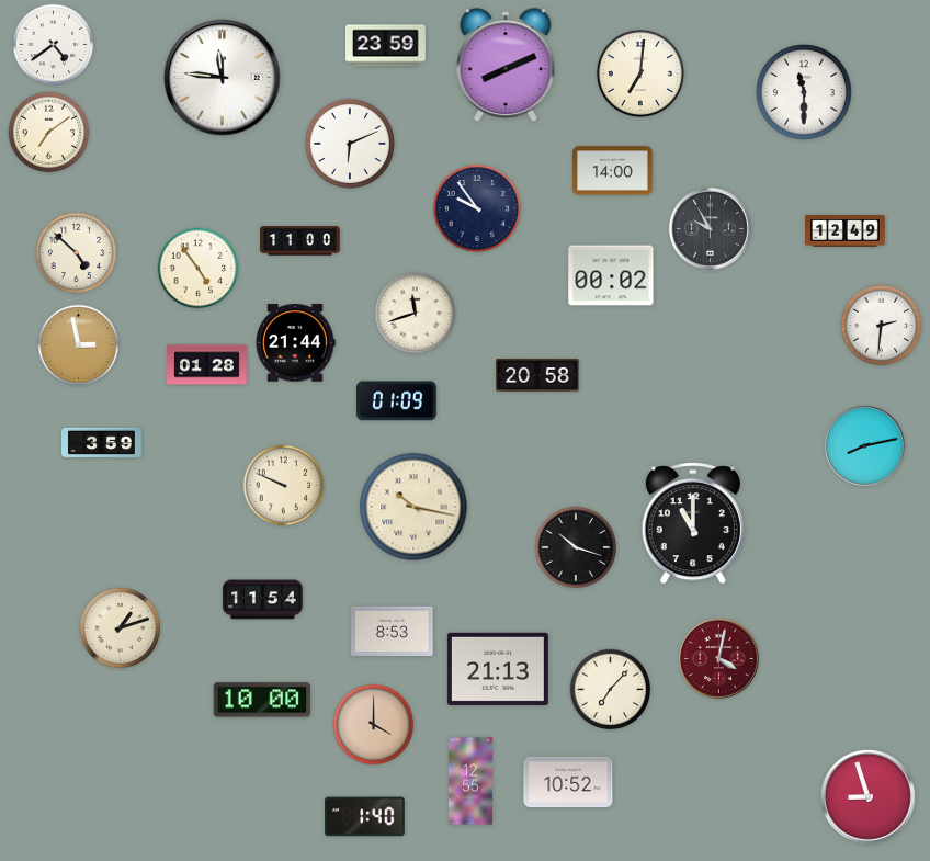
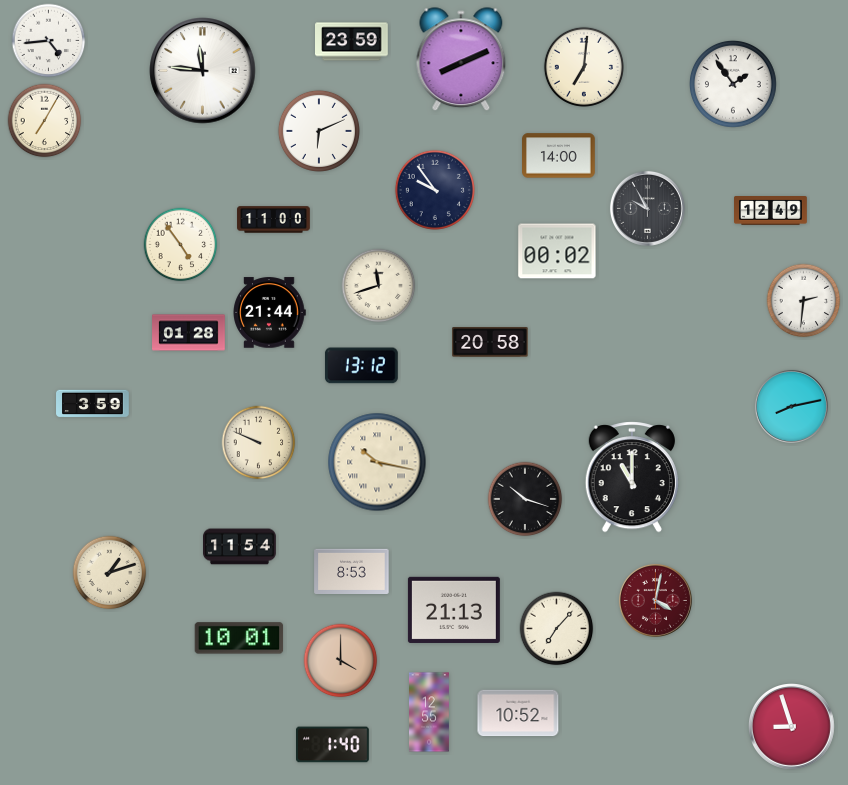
clock at (54, 45): 4:39 -> 4:44
clock at (804, 92): 11:30 -> 1:54
clock at (49, 133): 7:09 -> 7:05
clock at (77, 253): 4:52 -> none
clock at (882, 326) position: (882, 326) -> (804, 301)
clock at (79, 345): 2:58 -> none
clock at (396, 401): 01:09 -> 13:12
clock at (864, 445) position: (864, 445) -> (791, 406)
clock at (393, 631) position: (393, 631) -> (352, 571)
clock at (262, 700): 10:00 -> 10:01
